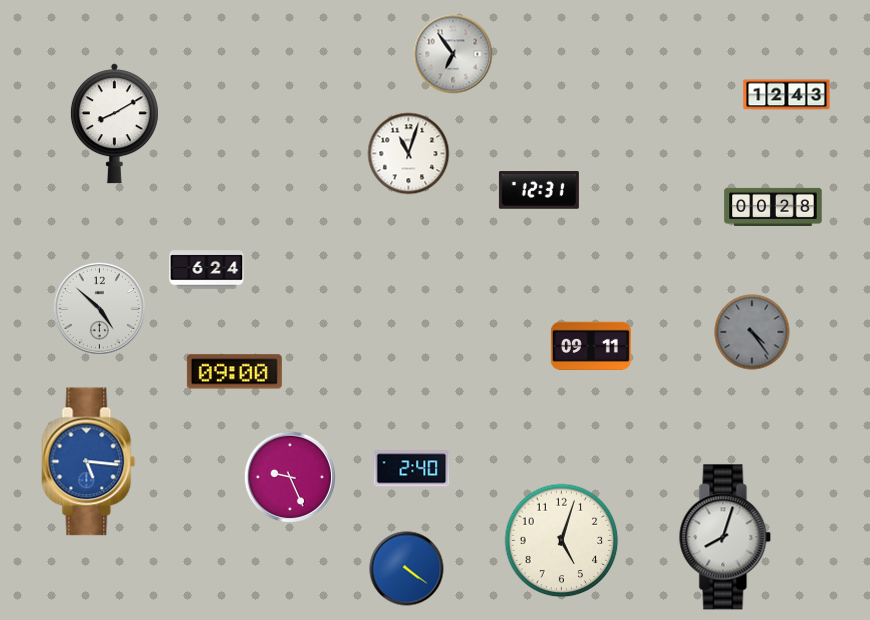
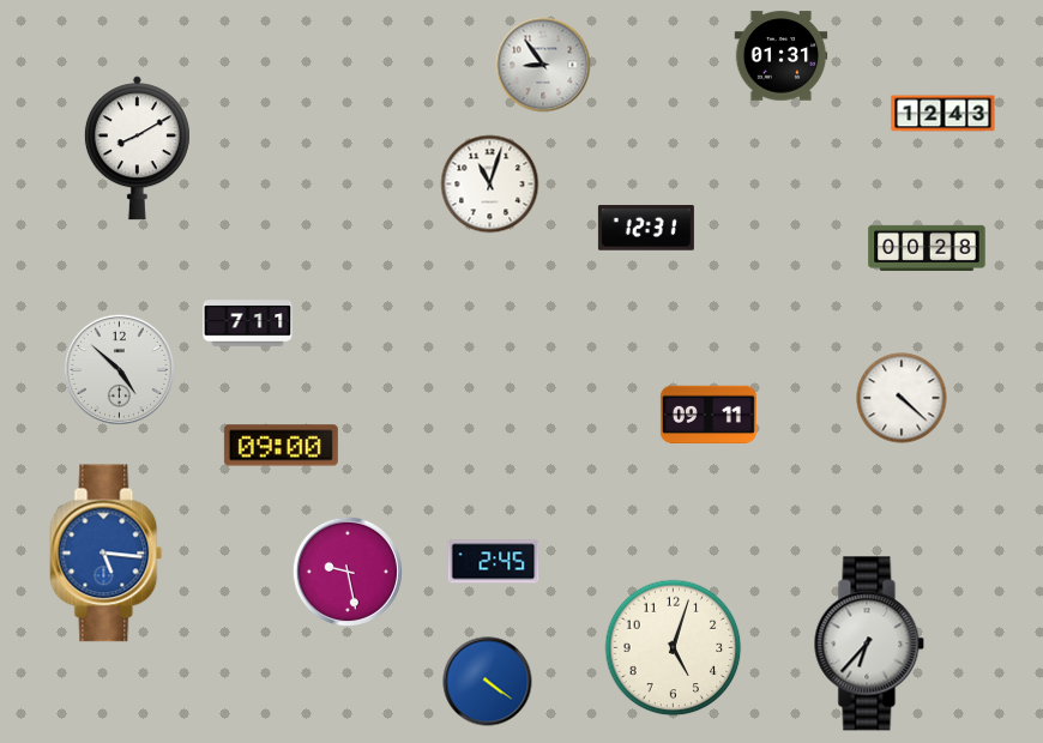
clock at (782, 56): none -> 01:31
clock at (453, 54): 6:54 -> 8:54
clock at (207, 270): 6:24 -> 7:11
clock at (752, 332): 4:24 -> 4:22
clock at (752, 332) dial: grey -> white
clock at (412, 469): 2:40 -> 2:45
clock at (289, 476): 9:26 -> 9:28
clock at (725, 537): 8:03 -> 6:37
